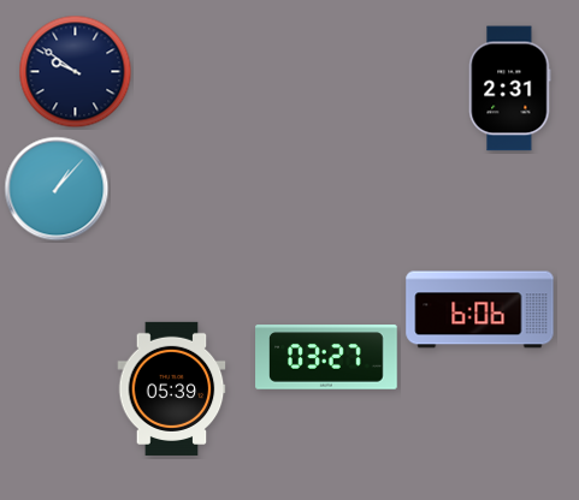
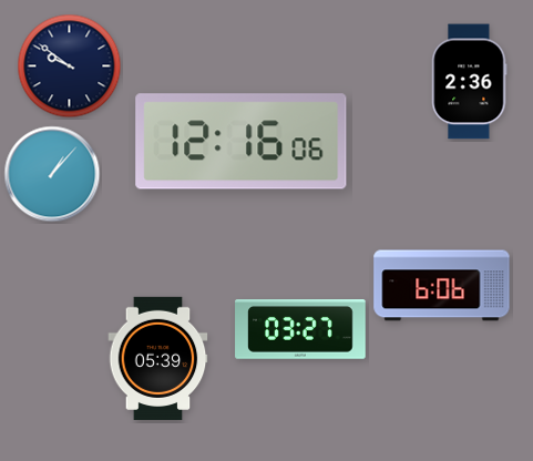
clock at (510, 89): 2:31 -> 2:36
clock at (242, 142): none -> 12:16
